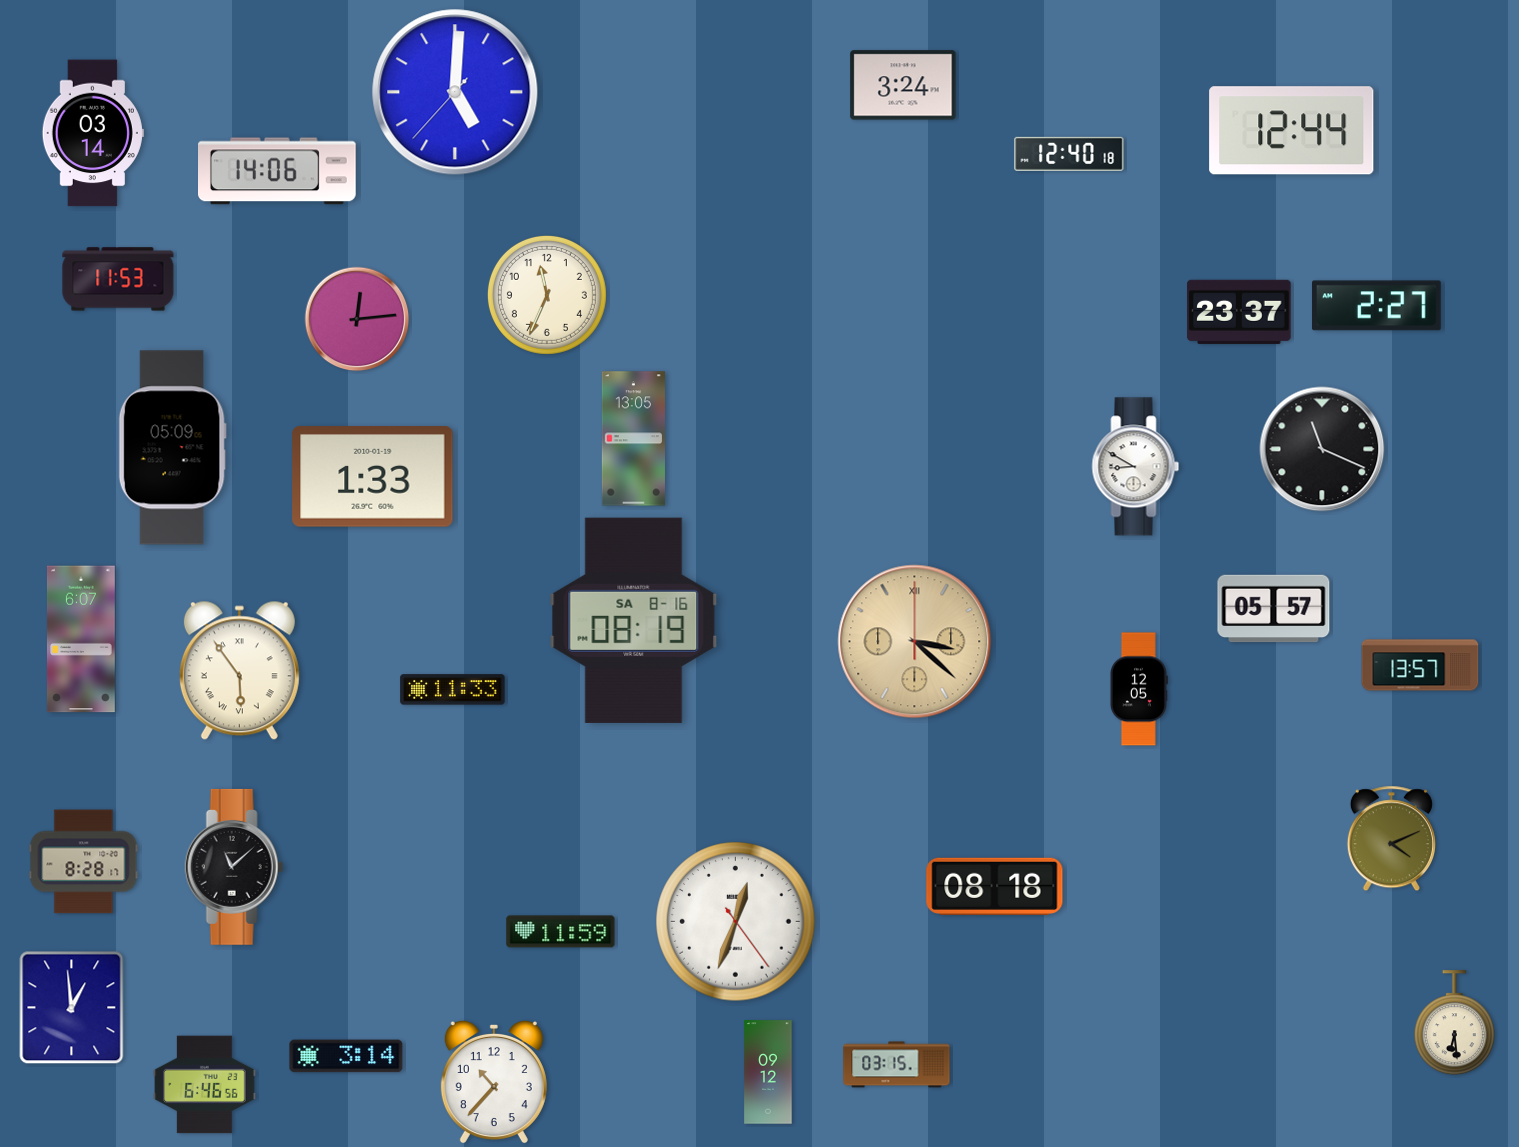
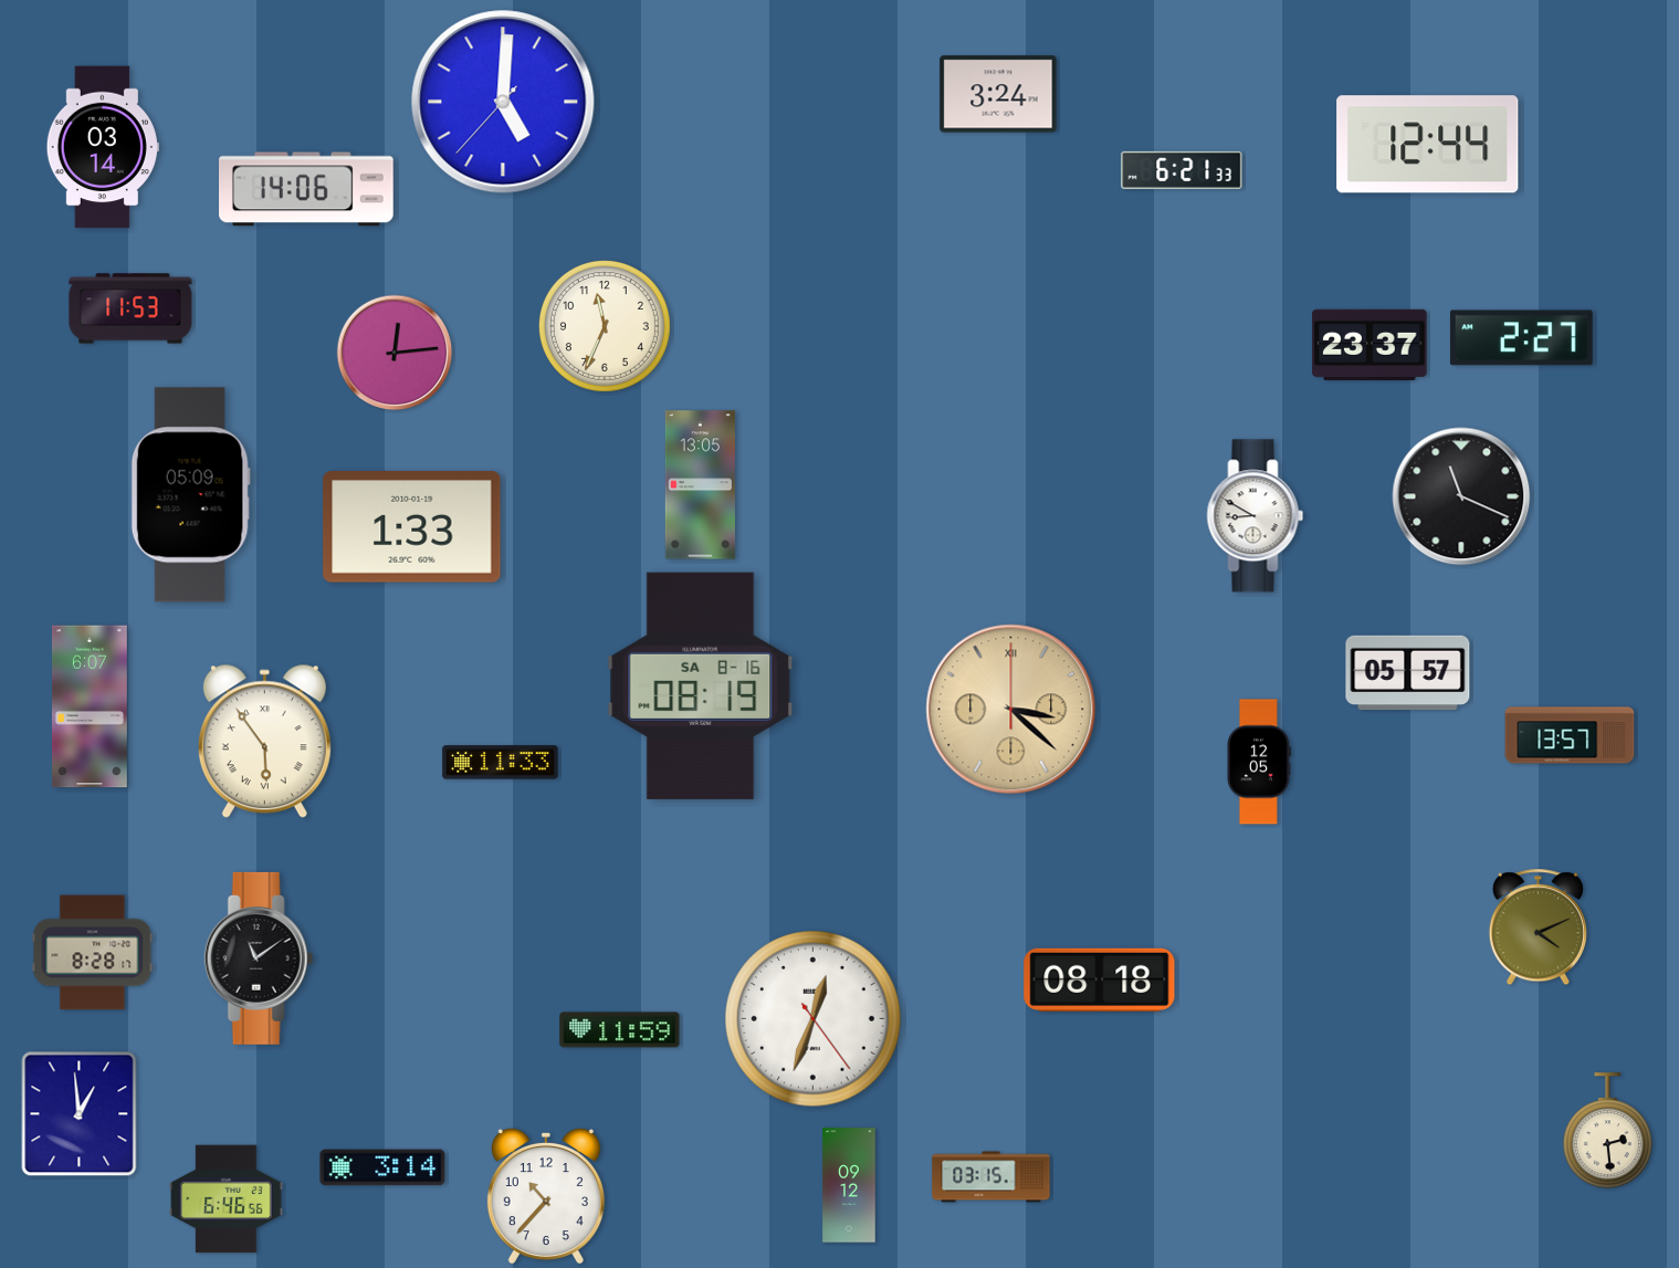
clock at (1069, 154): 12:40 -> 6:21
clock at (234, 867): 11:08 -> 11:09
clock at (1454, 1023): 6:29 -> 2:29
